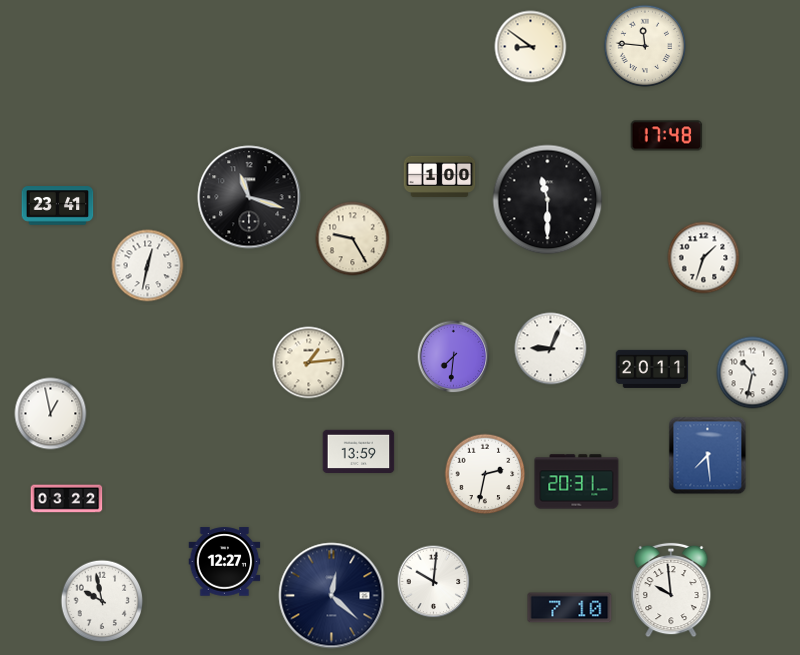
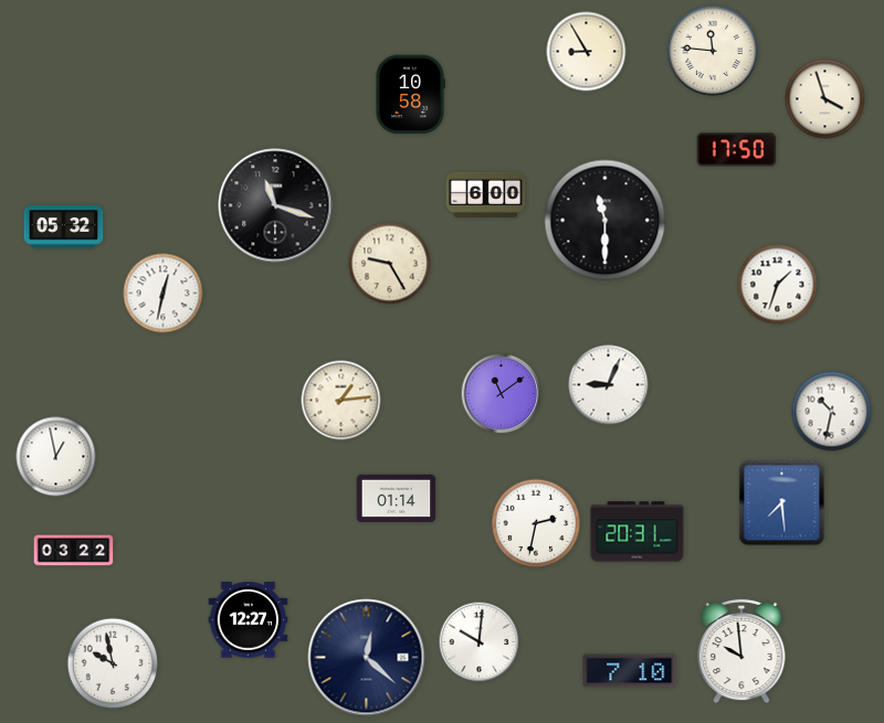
clock at (531, 47): 8:51 -> 8:55
clock at (410, 95): none -> 10:58
clock at (825, 99): none -> 3:57
clock at (667, 136): 17:48 -> 17:50
clock at (440, 176): 1:00 -> 6:00
clock at (249, 197) position: (249, 197) -> (275, 205)
clock at (58, 206): 23:41 -> 05:32
clock at (454, 357): 7:31 -> 11:09
clock at (652, 369): 20:11 -> none
clock at (359, 452): 13:59 -> 01:14
